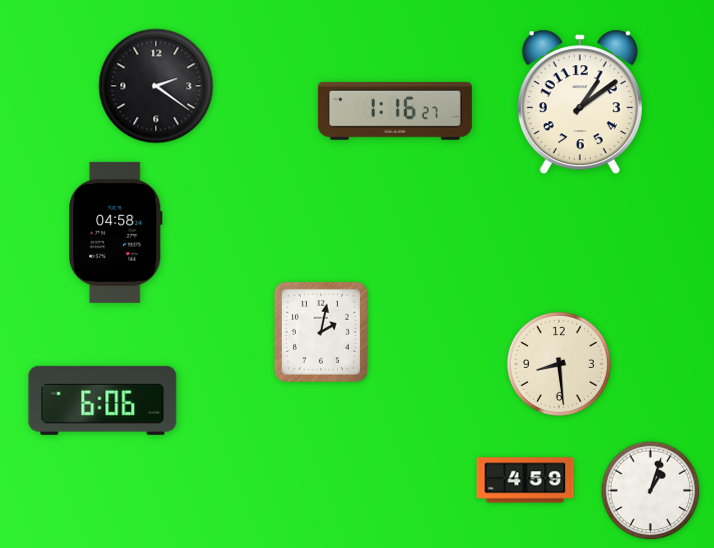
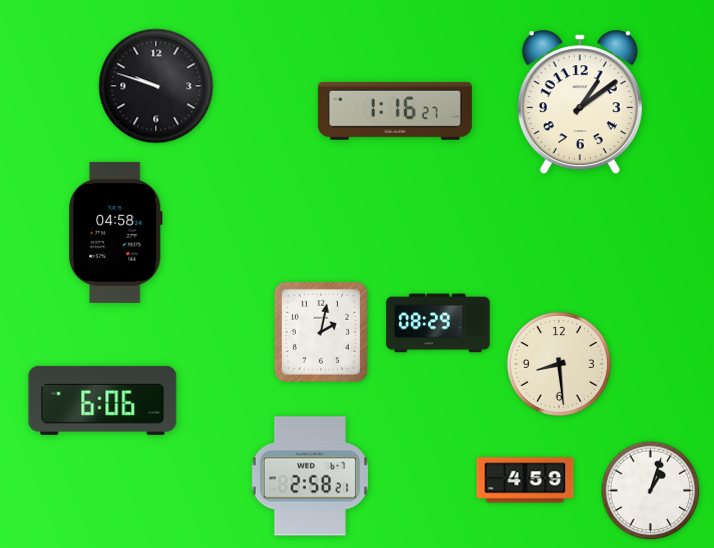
clock at (156, 86): 2:21 -> 9:48
clock at (438, 323): none -> 08:29
clock at (309, 476): none -> 2:58
